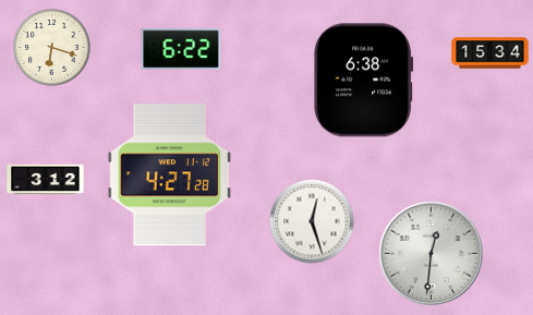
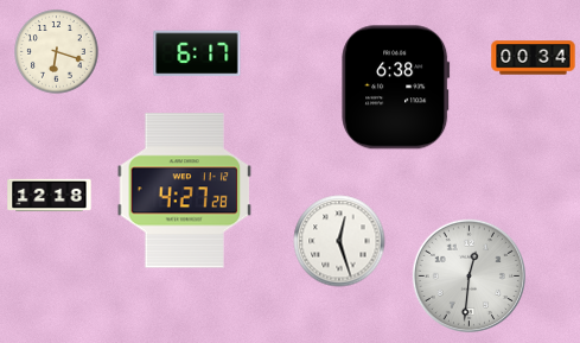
clock at (181, 49): 6:22 -> 6:17
clock at (490, 53): 15:34 -> 00:34
clock at (46, 180): 3:12 -> 12:18
